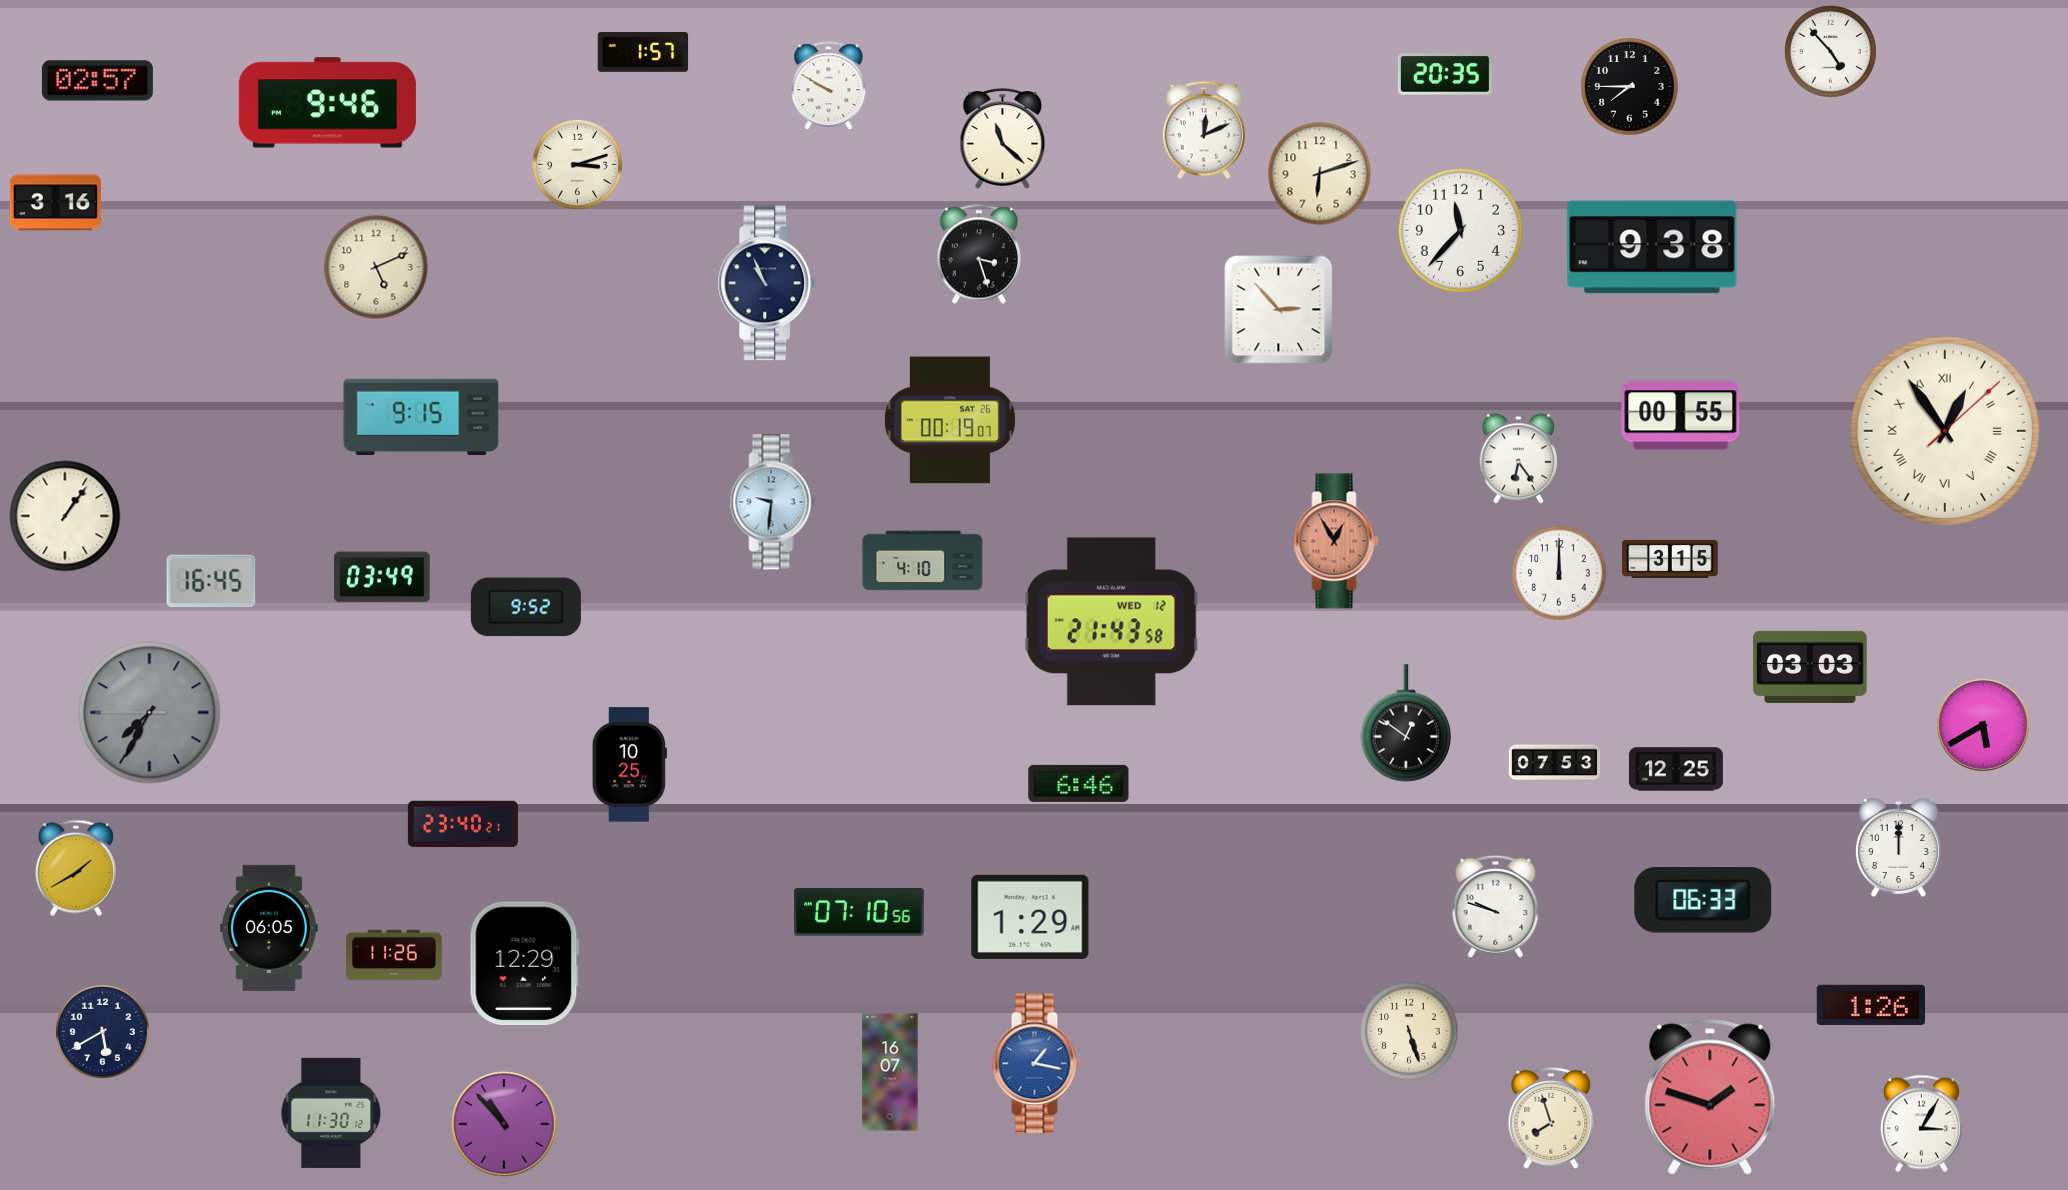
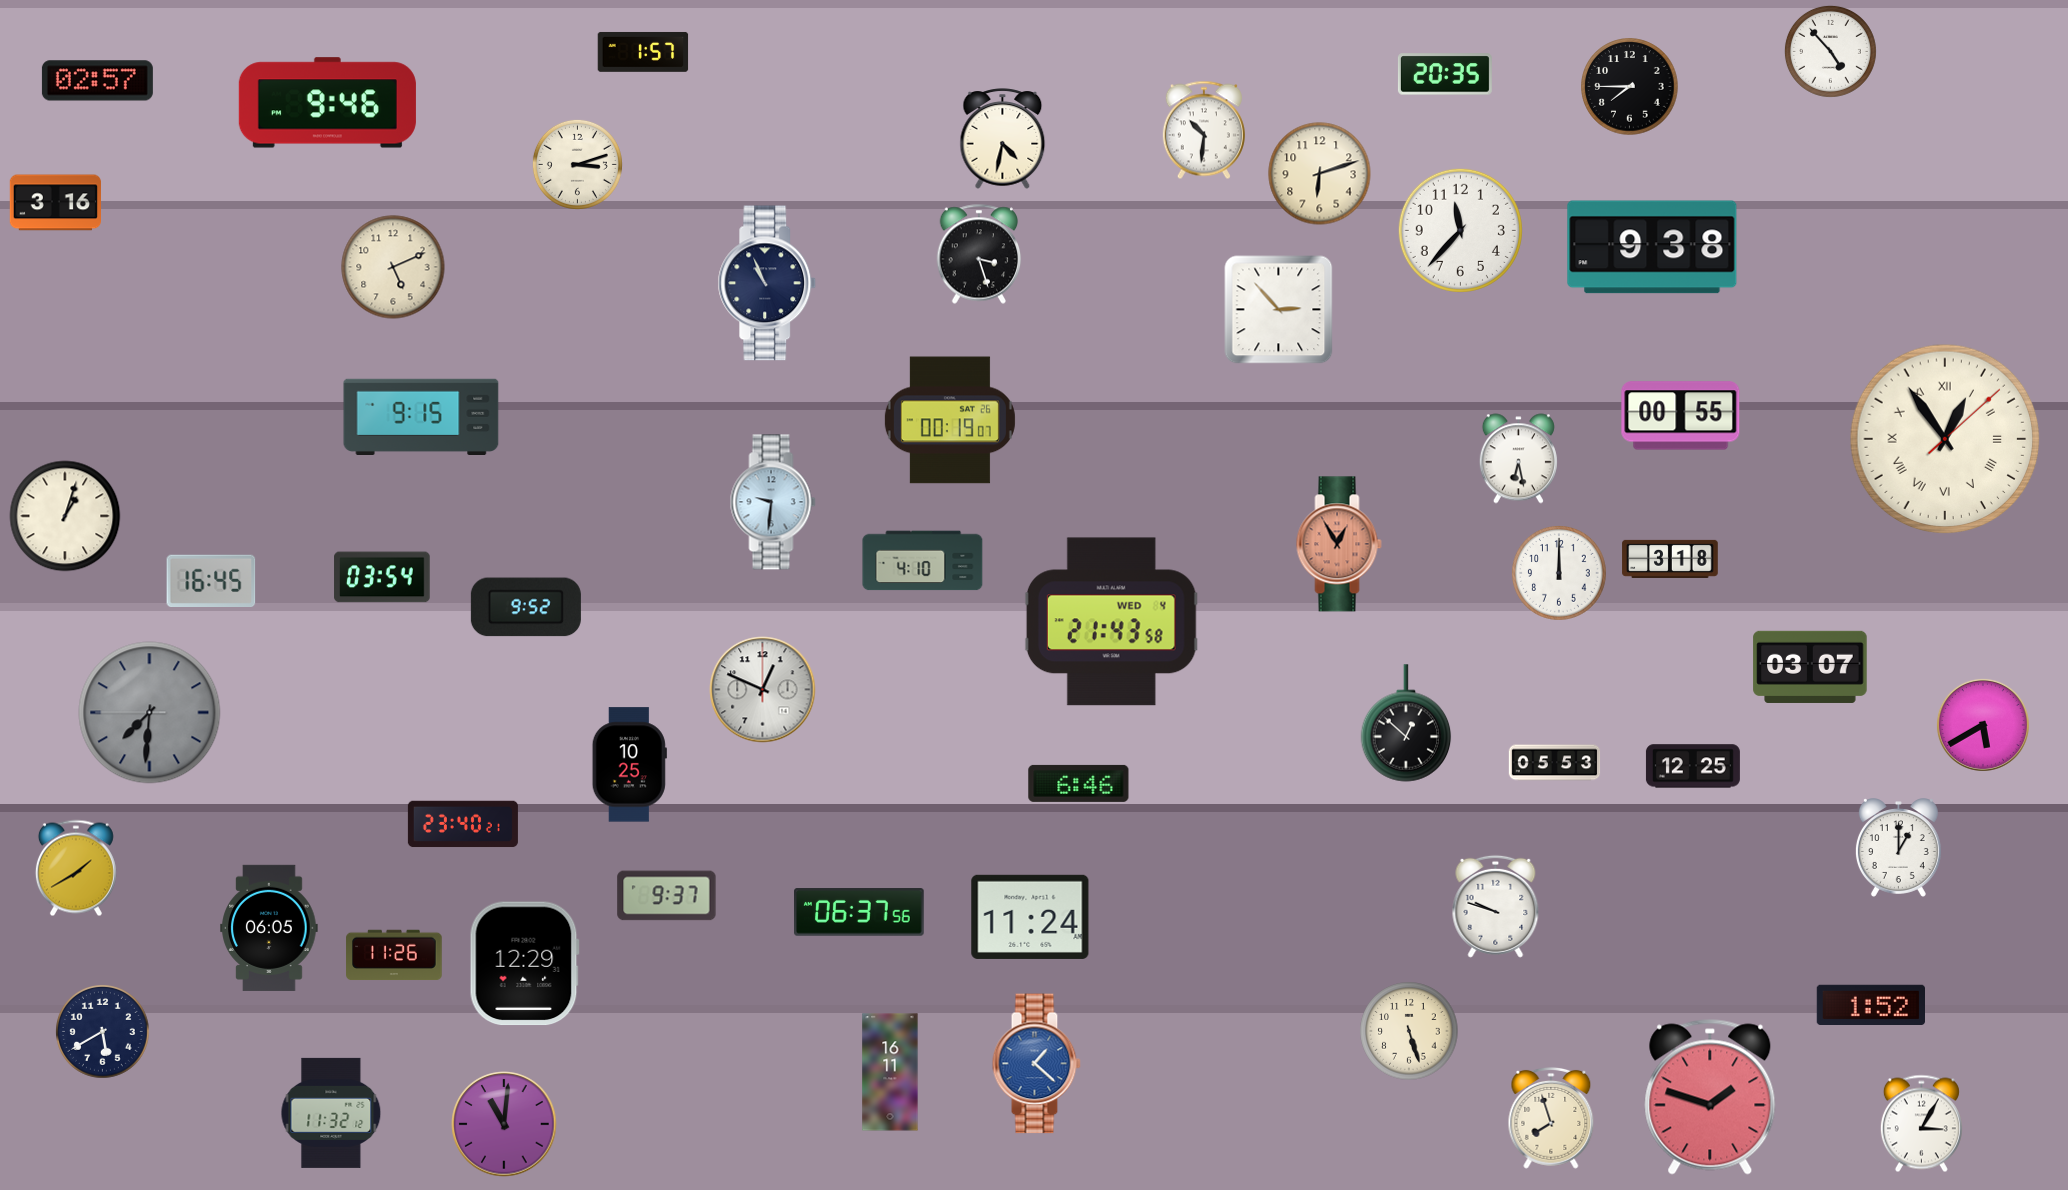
clock at (829, 86): 9:50 -> none
clock at (1204, 130): 12:11 -> 10:31
clock at (1003, 139): 11:22 -> 4:32
clock at (376, 267) position: (376, 267) -> (393, 267)
clock at (1945, 431) position: (1945, 431) -> (1945, 439)
clock at (1518, 459): 6:24 -> 6:28
clock at (65, 516): 1:06 -> 1:03
clock at (1336, 541) position: (1336, 541) -> (1339, 544)
clock at (1670, 559): 3:15 -> 3:18
clock at (382, 577): 03:49 -> 03:54
clock at (1111, 622) date: WED 12 -> WED 4
clock at (1810, 667): 03:03 -> 03:07
clock at (763, 690): none -> 12:49
clock at (150, 713): 7:34 -> 7:30
clock at (1406, 723): 12:51 -> 12:52
clock at (1555, 763): 07:53 -> 05:53
clock at (1676, 769) position: (1676, 769) -> (1693, 766)
clock at (1898, 848): 12:00 -> 1:00
clock at (667, 896): none -> 9:37
clock at (1703, 901): 06:33 -> none
clock at (860, 912): 07:10 -> 06:37
clock at (1030, 917): 1:29 -> 11:24
clock at (1870, 1004): 1:26 -> 1:52
clock at (1036, 1064): 1:17 -> 1:22
clock at (890, 1072): 16:07 -> 16:11
clock at (331, 1113): 11:30 -> 11:32
clock at (504, 1124): 10:53 -> 11:01
